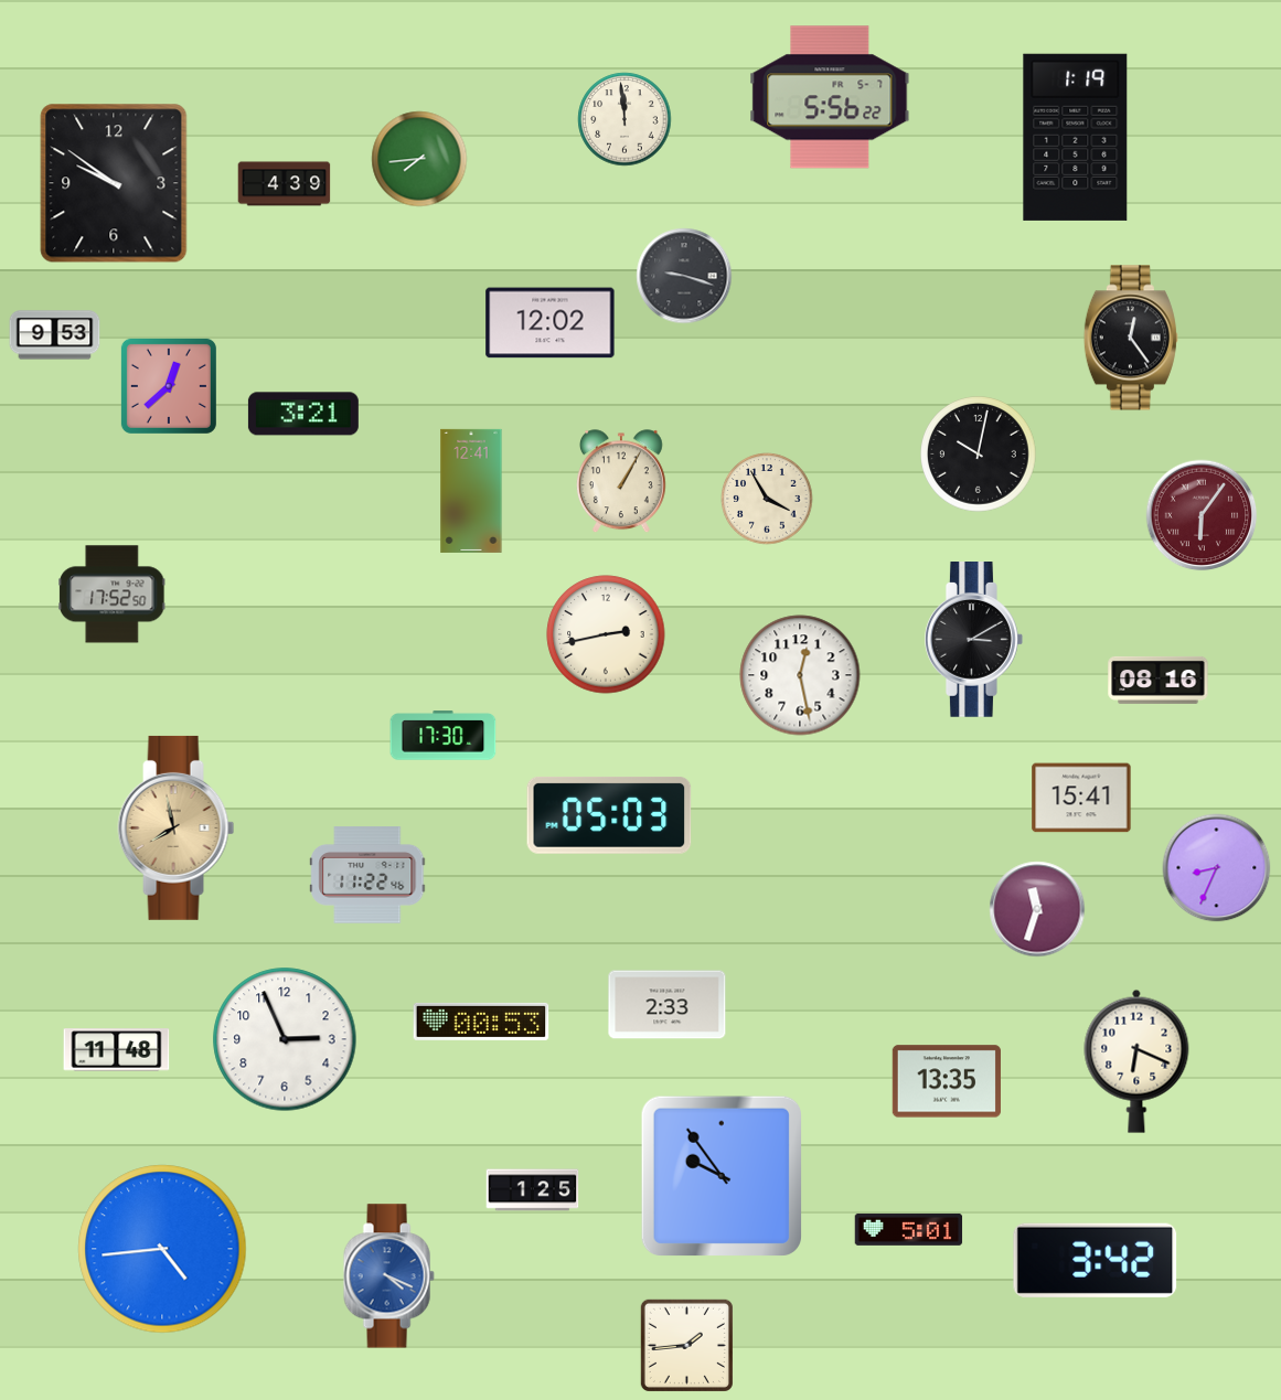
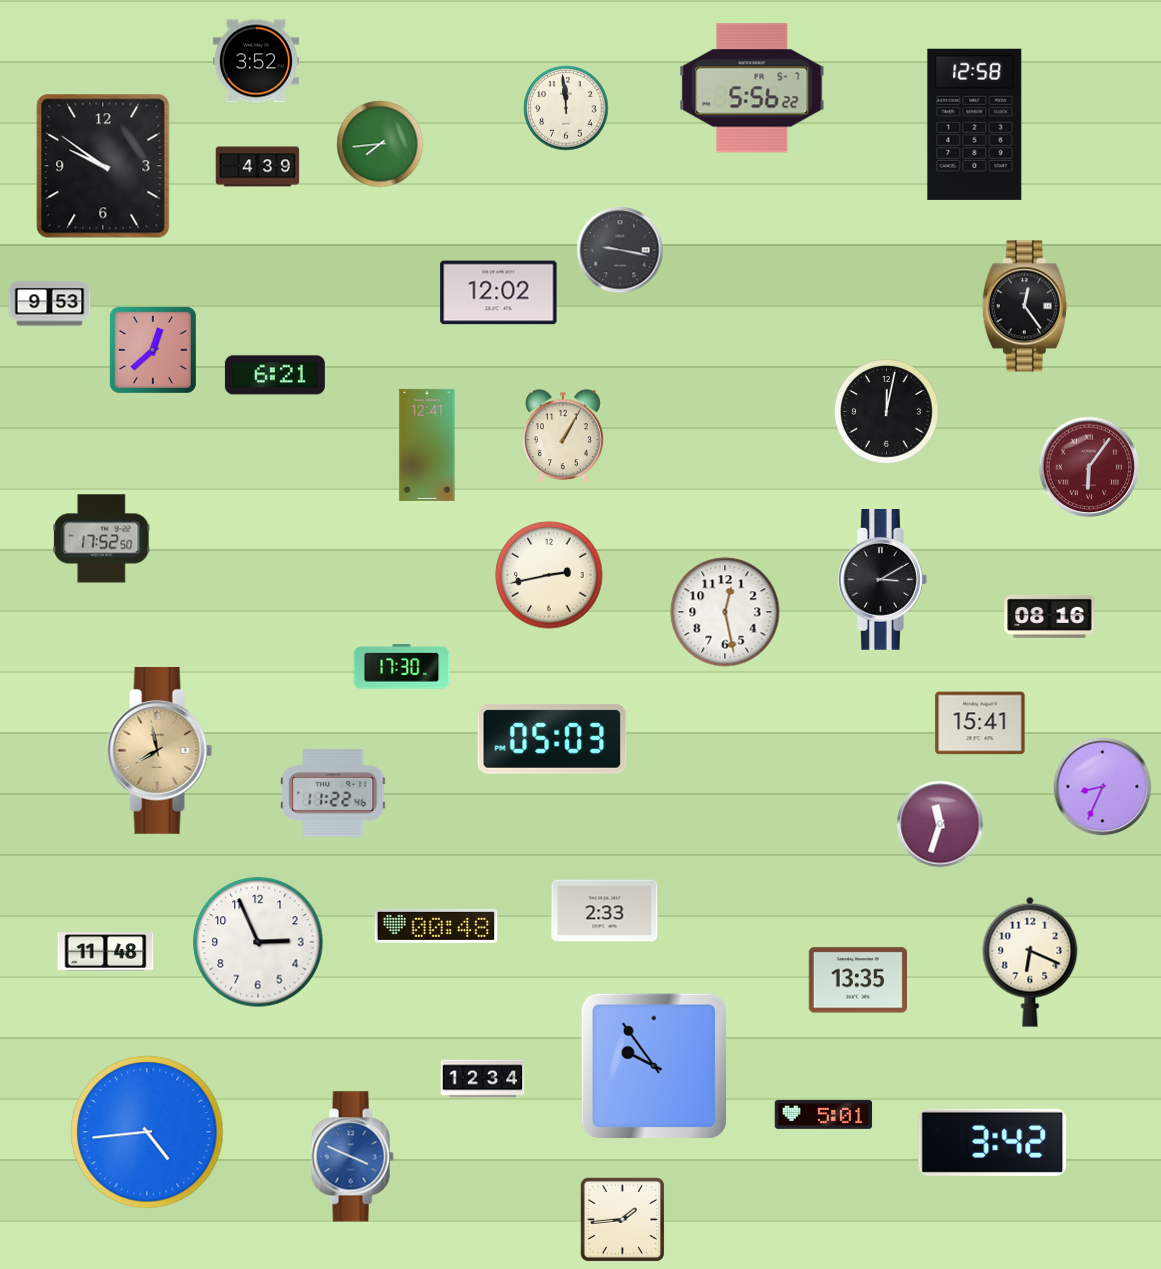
clock at (256, 61): none -> 3:52
clock at (1076, 137): 1:19 -> 12:58
clock at (684, 276): 9:18 -> 9:17
clock at (303, 414): 3:21 -> 6:21
clock at (979, 455): 10:02 -> 12:02
clock at (767, 499): 3:55 -> none
clock at (481, 1022): 00:53 -> 00:48
clock at (533, 1190): 1:25 -> 12:34
clock at (388, 1276): 4:19 -> 3:49
